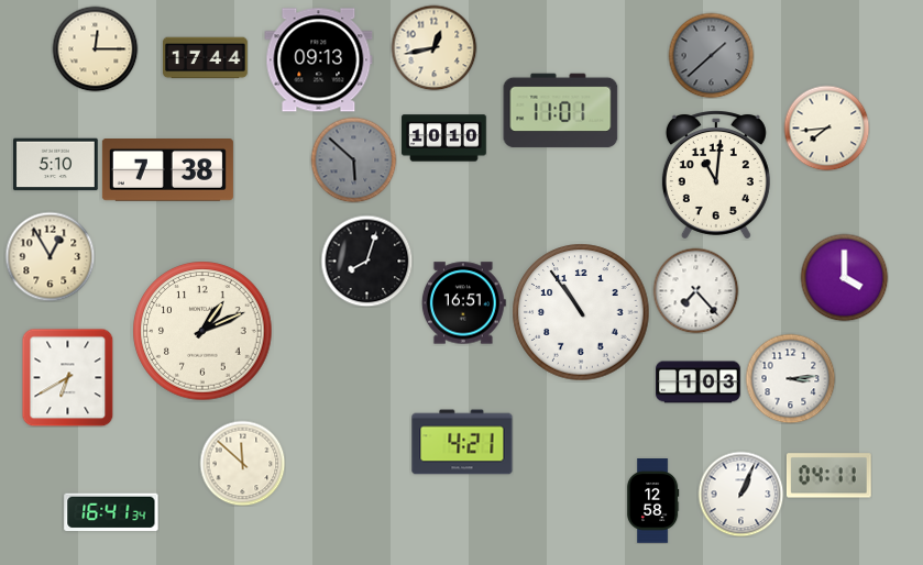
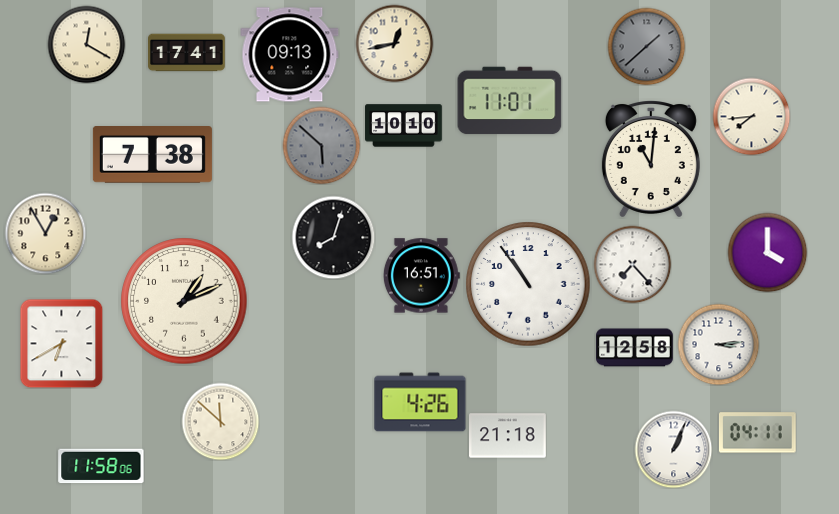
clock at (95, 48): 12:15 -> 12:20
clock at (711, 55) position: (711, 55) -> (646, 46)
clock at (206, 58): 17:44 -> 17:41
clock at (56, 165): 5:10 -> none
clock at (699, 383): 1:03 -> 12:58
clock at (462, 442): 4:21 -> 4:26
clock at (828, 476) position: (828, 476) -> (757, 433)
clock at (508, 436): none -> 21:18
clock at (652, 501): 12:58 -> none
clock at (111, 512): 16:41 -> 11:58
